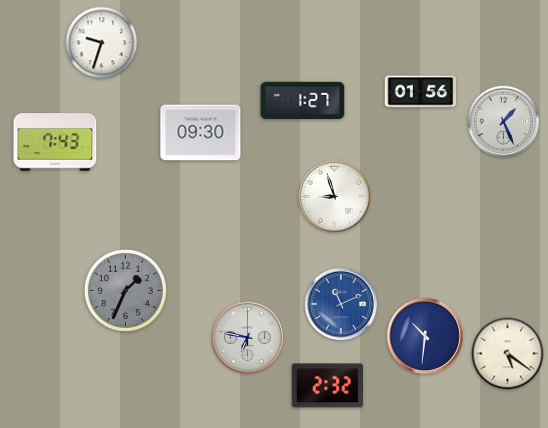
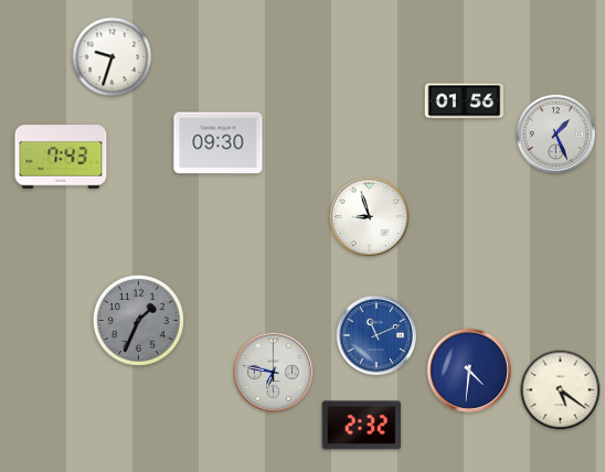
clock at (102, 43) position: (102, 43) -> (113, 57)
clock at (303, 101): 1:27 -> none
clock at (201, 133) position: (201, 133) -> (219, 143)
clock at (425, 336): 10:31 -> 4:31
